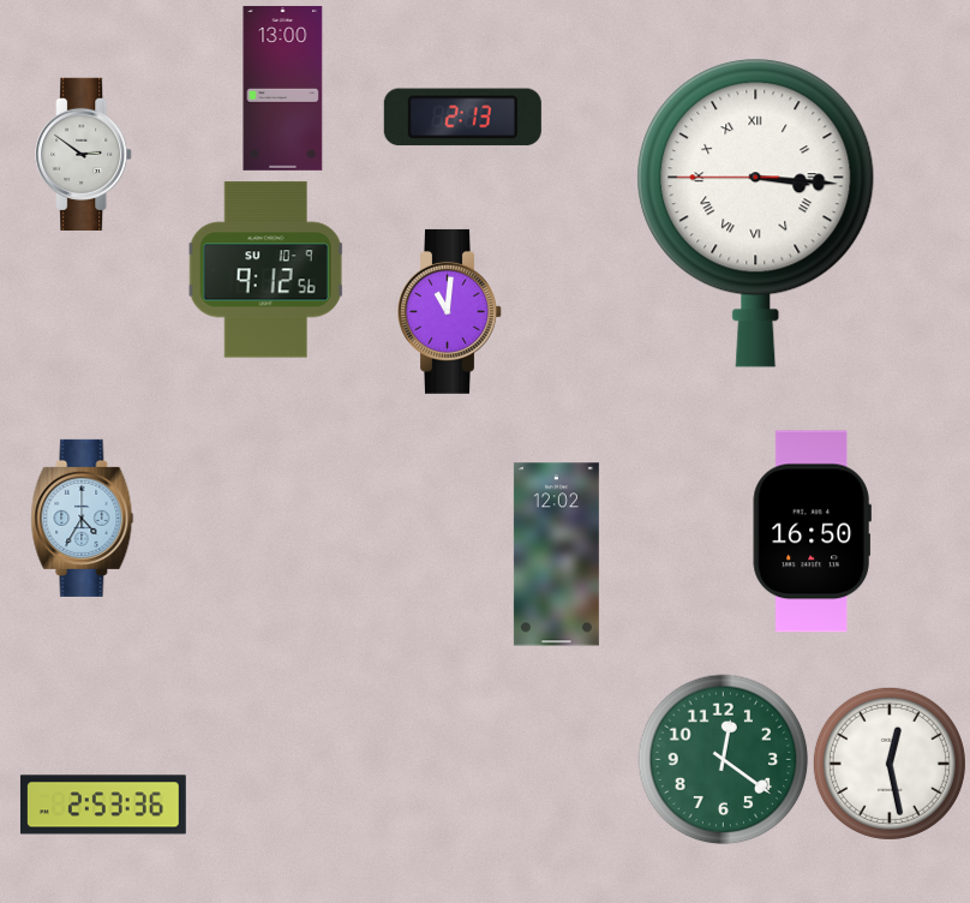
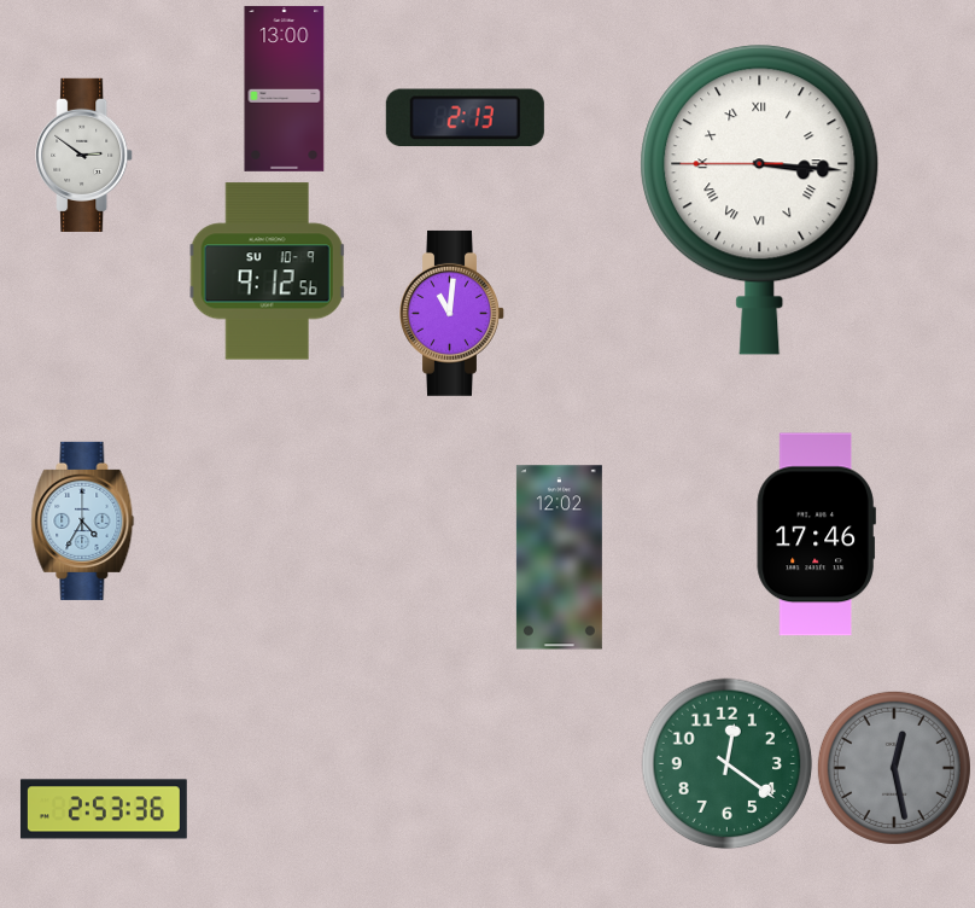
clock at (756, 213) position: (756, 213) -> (760, 199)
clock at (812, 532): 16:50 -> 17:46
clock at (890, 764) dial: white -> grey
